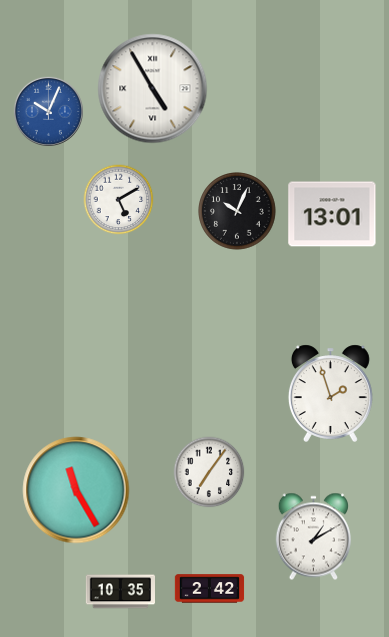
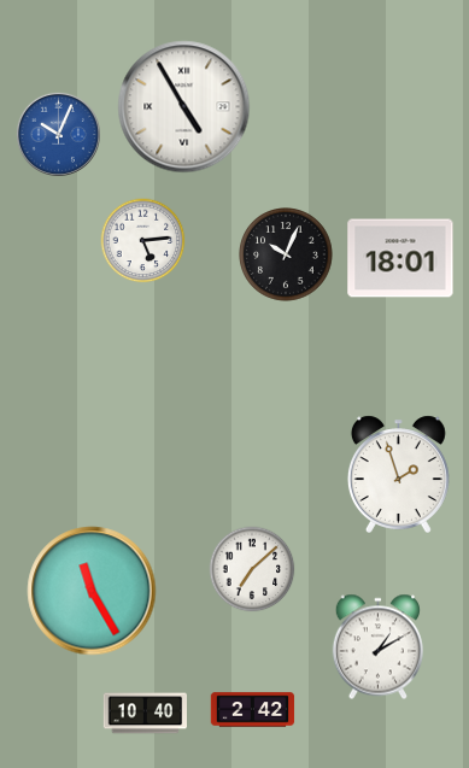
clock at (119, 200): 5:10 -> 5:14
clock at (332, 214): 13:01 -> 18:01
clock at (209, 472): 7:06 -> 7:08
clock at (120, 592): 10:35 -> 10:40
